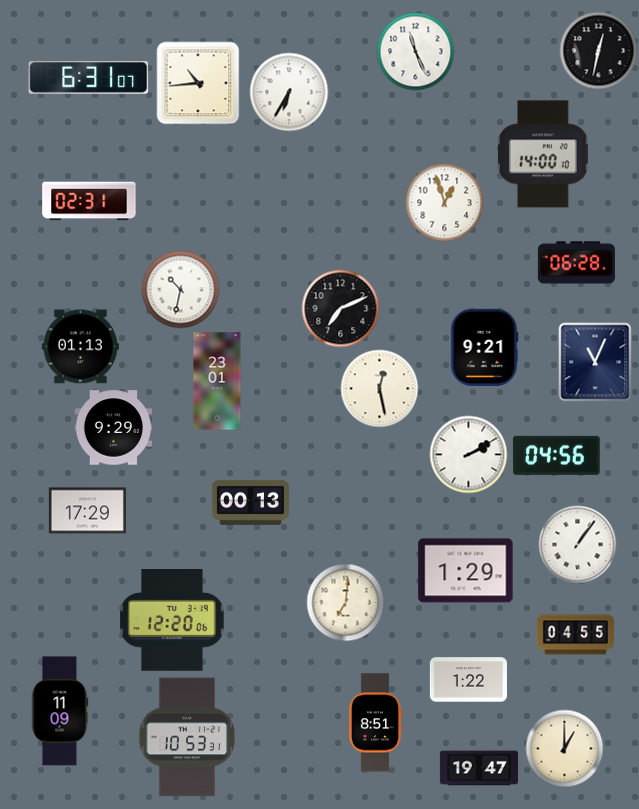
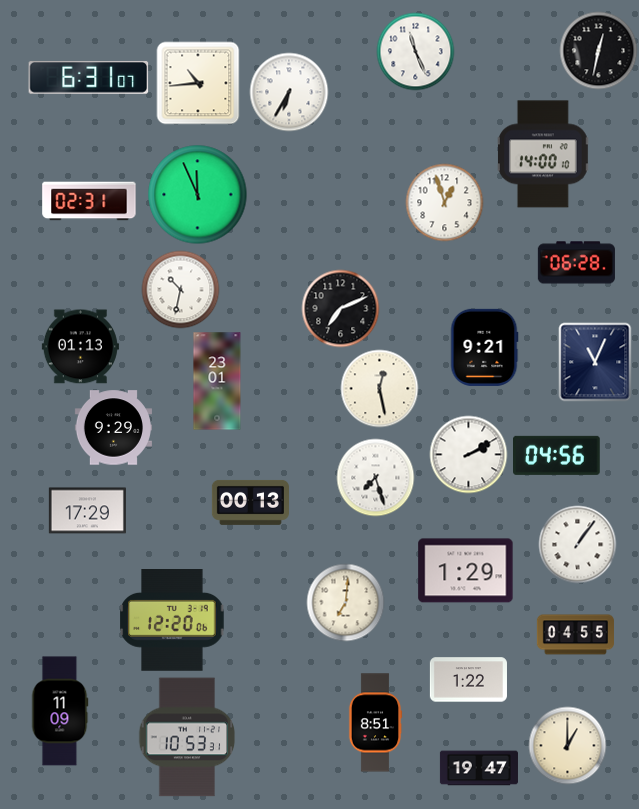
clock at (198, 195): none -> 11:56
clock at (375, 477): none -> 7:27
clock at (564, 748) position: (564, 748) -> (567, 745)
